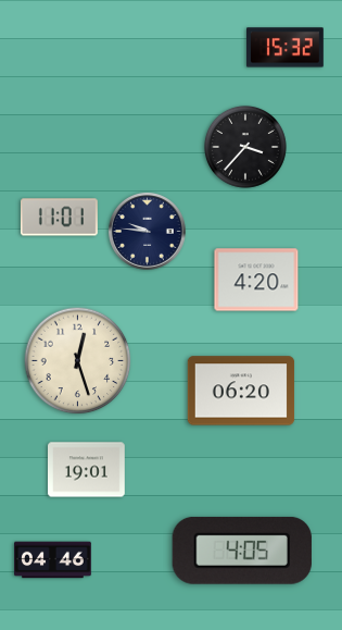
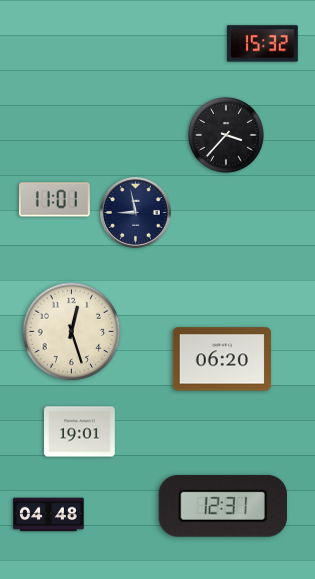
clock at (148, 232): 9:46 -> 8:58
clock at (256, 280): 4:20 -> none
clock at (241, 551): 4:05 -> 12:31
clock at (53, 560): 04:46 -> 04:48
